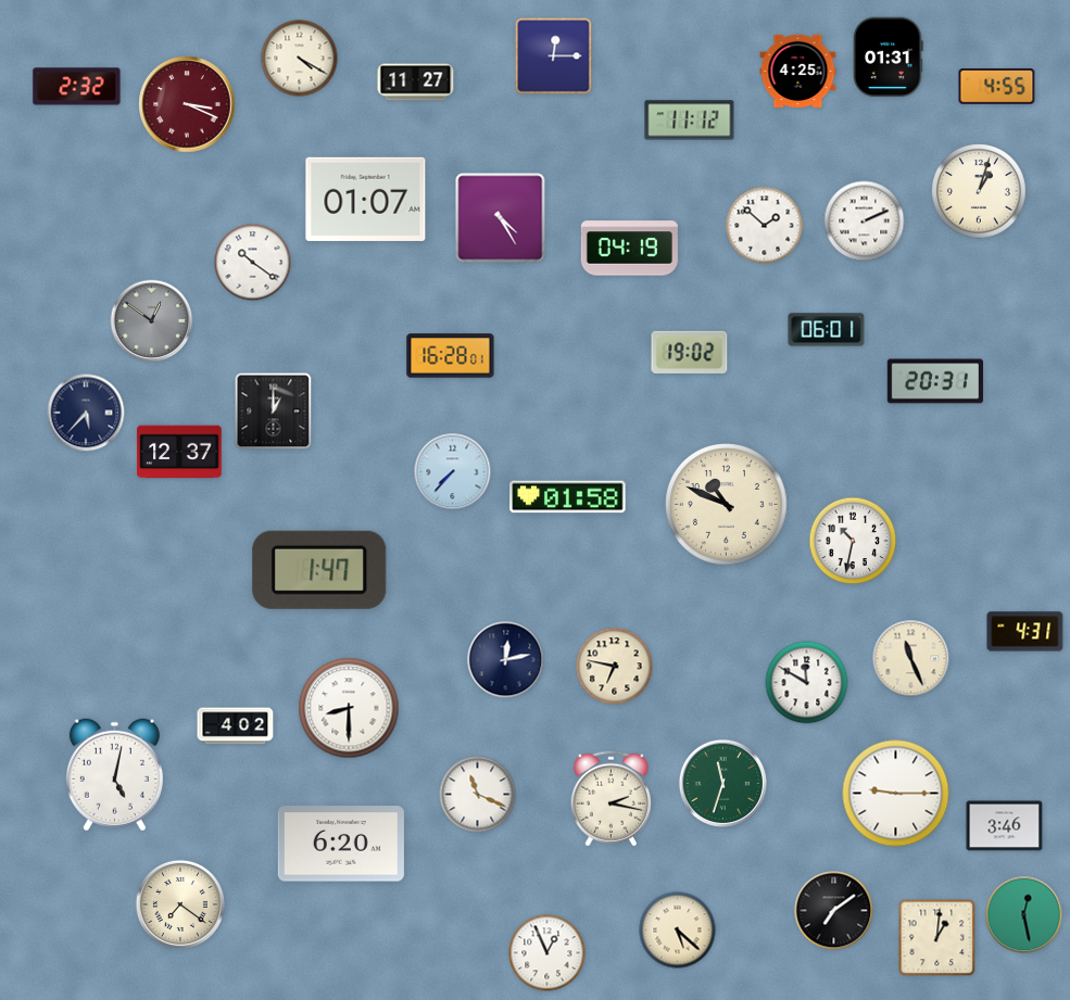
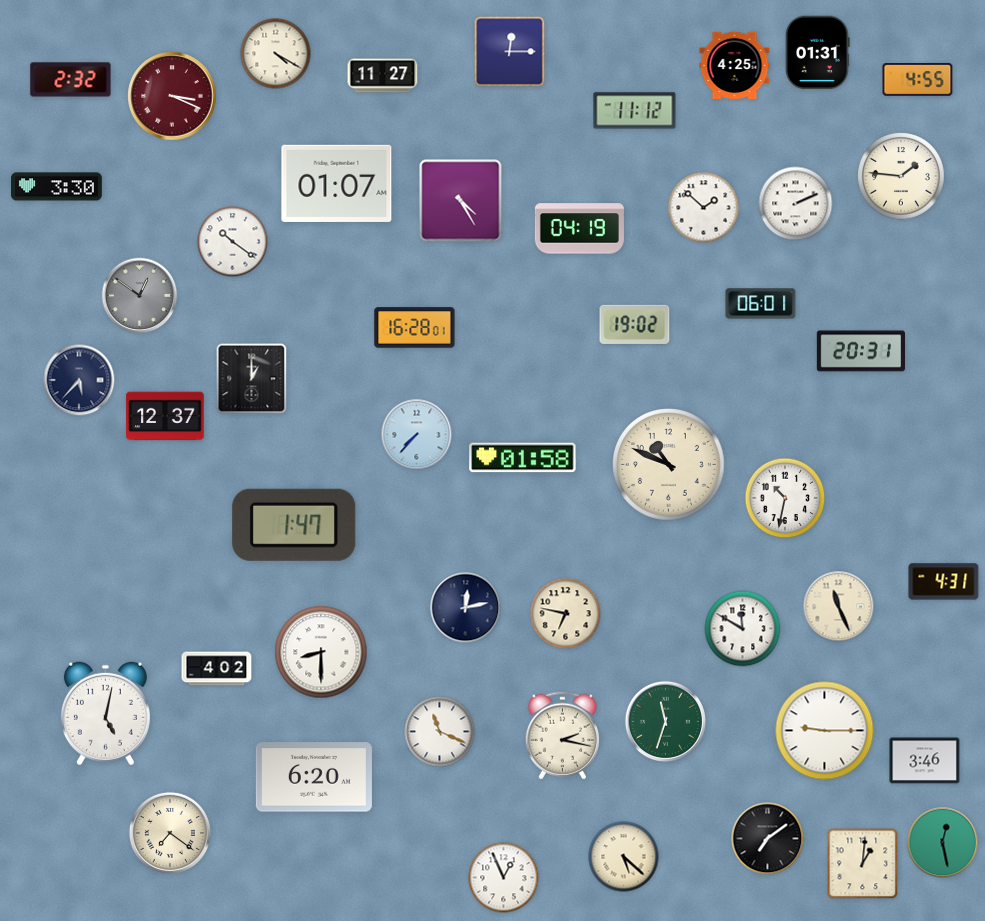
clock at (980, 192): 1:03 -> 1:46
clock at (57, 187): none -> 3:30
clock at (180, 904) position: (180, 904) -> (170, 833)
